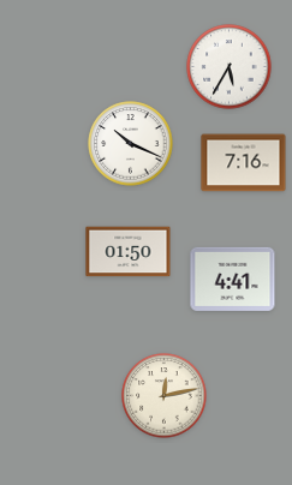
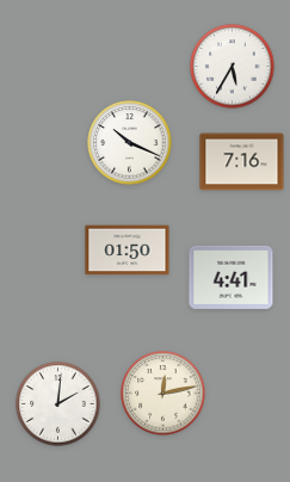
clock at (230, 67) position: (230, 67) -> (233, 67)
clock at (58, 404): none -> 2:01
